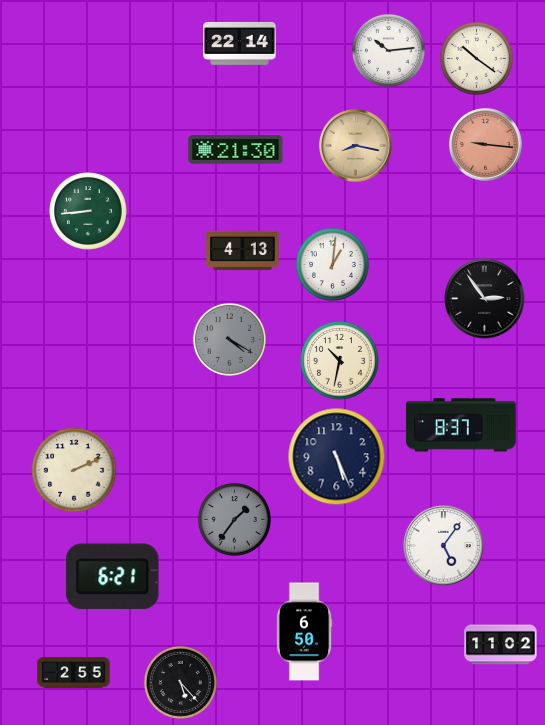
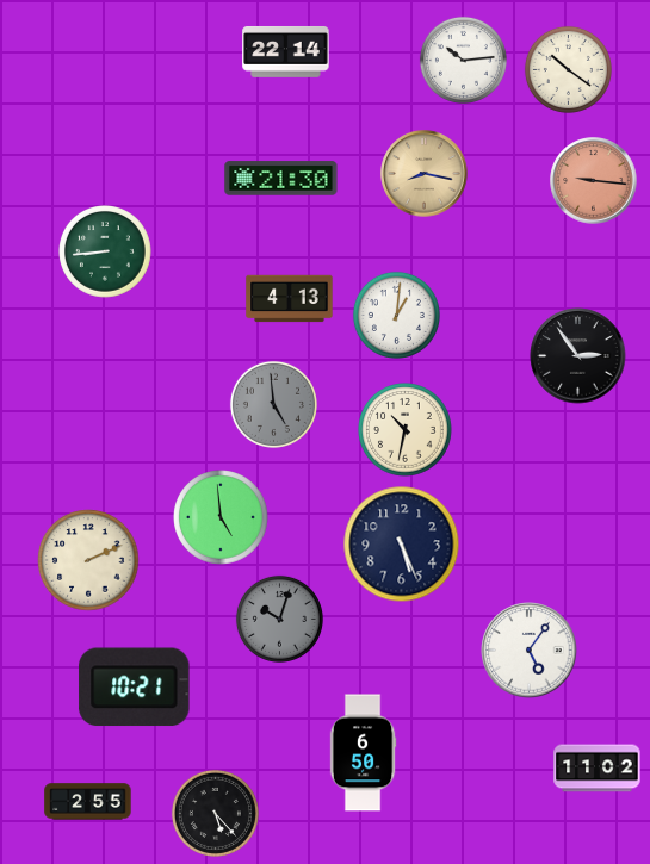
clock at (486, 145) position: (486, 145) -> (594, 181)
clock at (229, 339): 4:20 -> 4:59
clock at (461, 425): 8:37 -> none
clock at (221, 517): none -> 4:59
clock at (234, 519): 1:36 -> 10:03
clock at (113, 577): 6:21 -> 10:21
